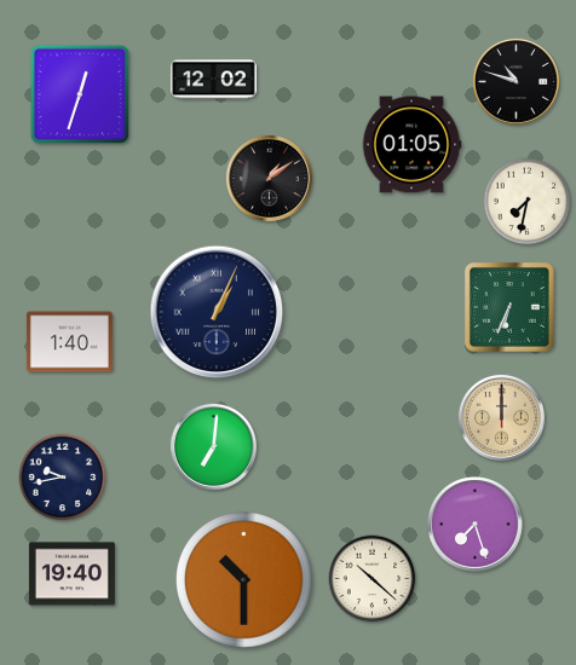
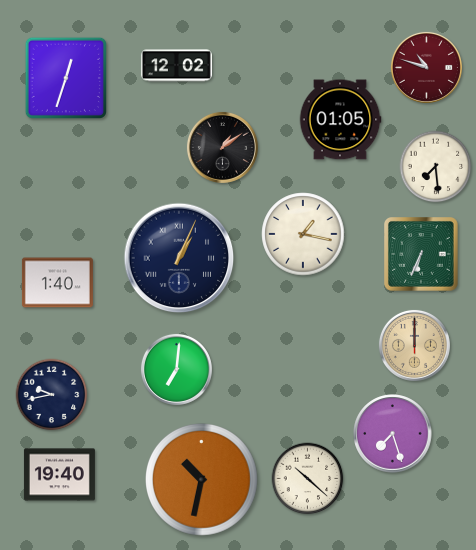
clock at (515, 81) dial: black -> burgundy
clock at (528, 202): 7:32 -> 7:29
clock at (303, 234): none -> 1:17
clock at (244, 580): 10:30 -> 10:32
